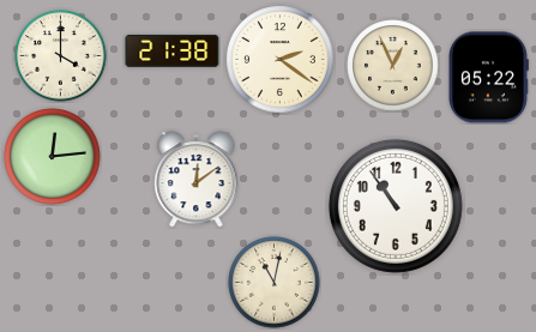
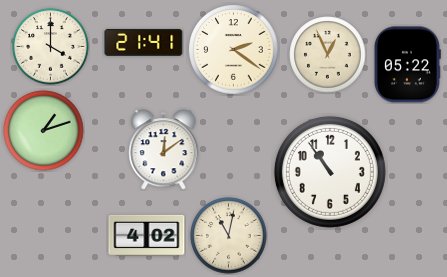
clock at (173, 50): 21:38 -> 21:41
clock at (53, 157): 12:14 -> 1:12
clock at (147, 235): none -> 4:02
